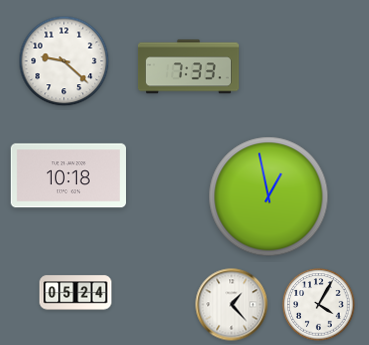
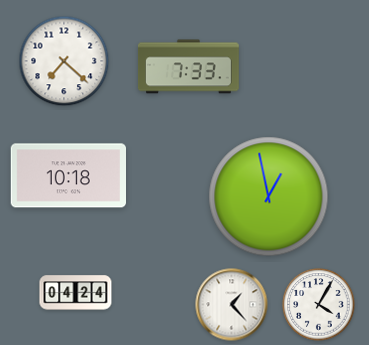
clock at (64, 61): 9:22 -> 7:22
clock at (76, 293): 05:24 -> 04:24
